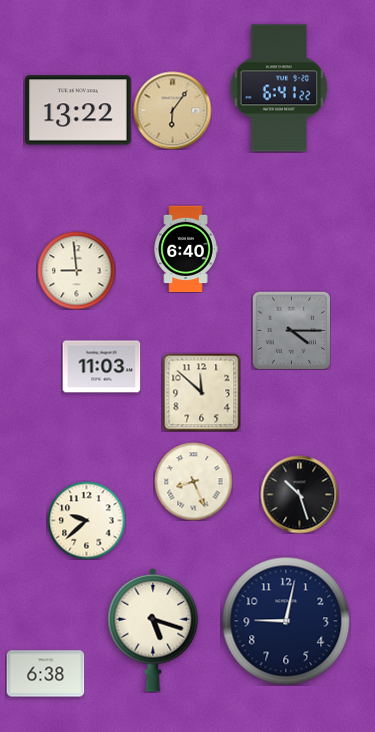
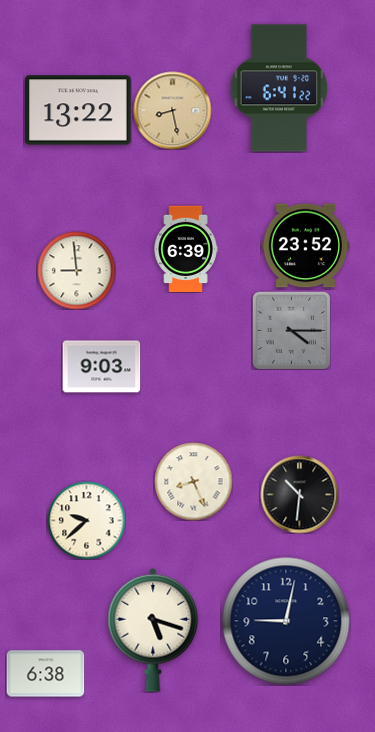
clock at (172, 110): 6:06 -> 8:28
clock at (305, 246): none -> 23:52
clock at (186, 249): 6:40 -> 6:39
clock at (101, 367): 11:03 -> 9:03
clock at (201, 392): 11:52 -> none
clock at (299, 494): 10:27 -> 10:31
